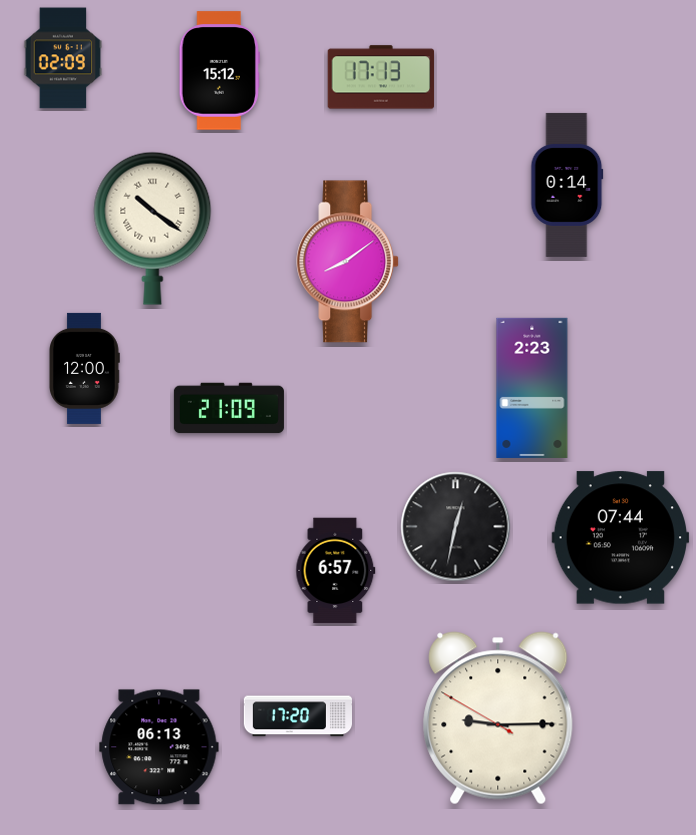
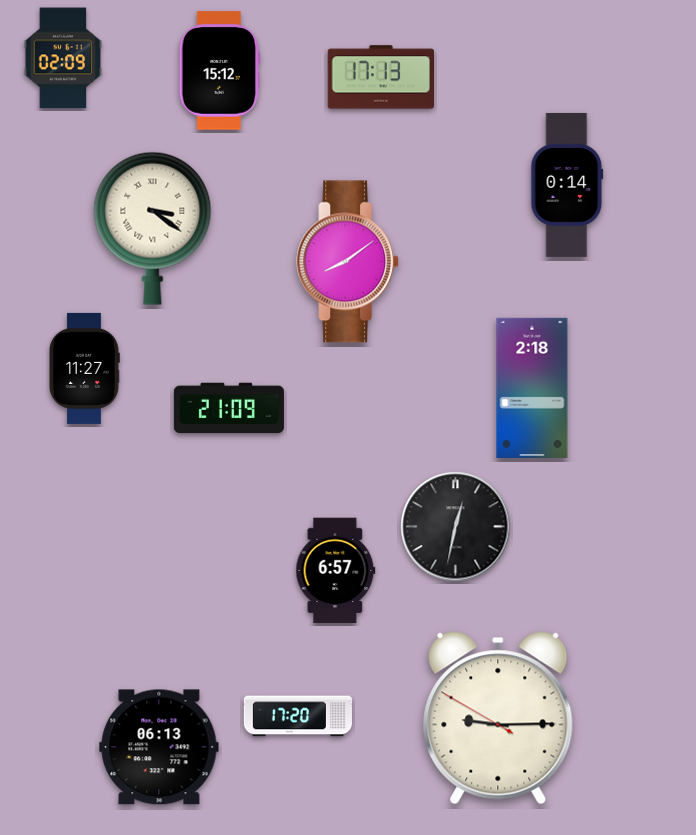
clock at (153, 228): 10:21 -> 3:21
clock at (84, 368): 12:00 -> 11:27
clock at (532, 388): 2:23 -> 2:18
clock at (621, 538): 07:44 -> none
